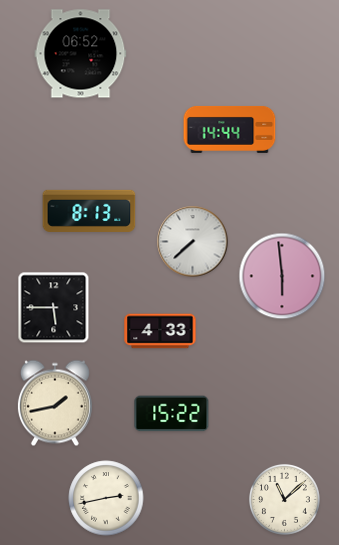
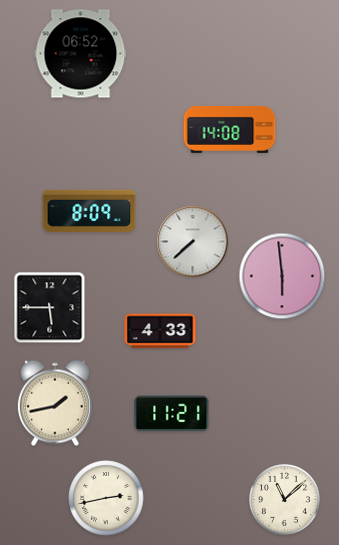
clock at (230, 129): 14:44 -> 14:08
clock at (89, 211): 8:13 -> 8:09
clock at (54, 308) position: (54, 308) -> (50, 308)
clock at (172, 414): 15:22 -> 11:21
